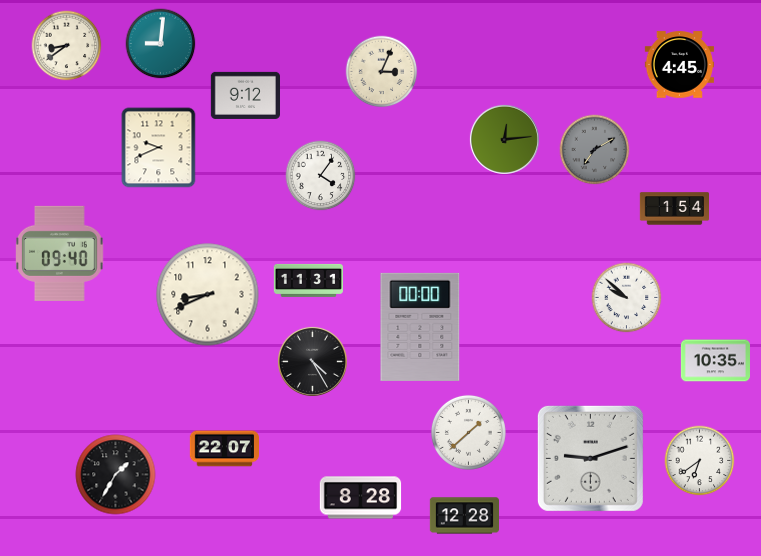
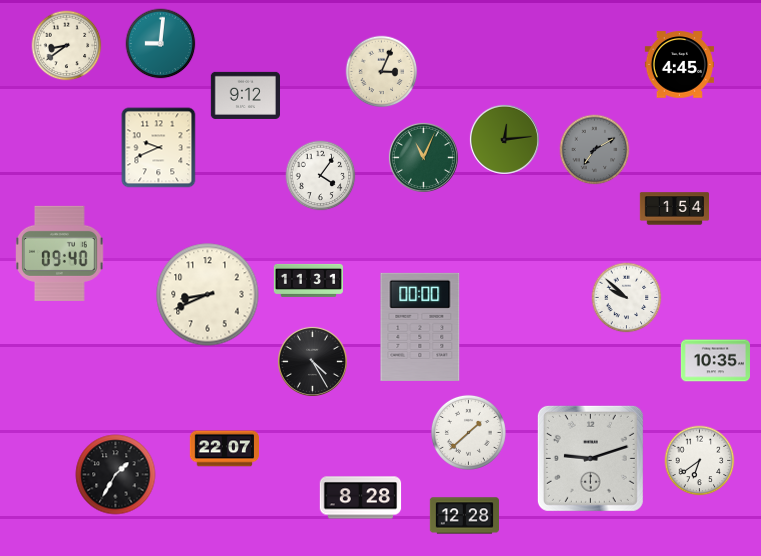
clock at (423, 157): none -> 11:04
